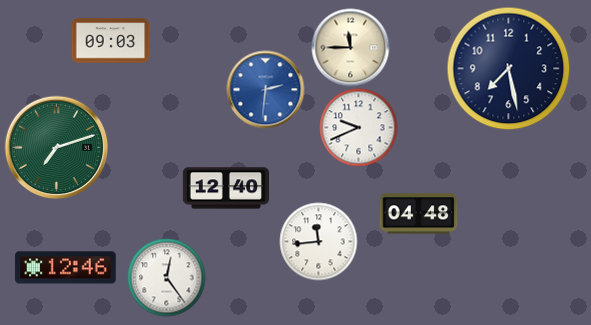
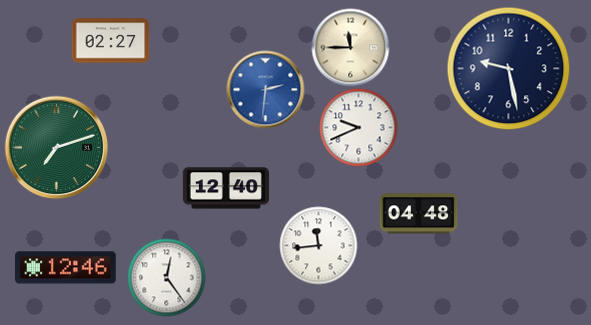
clock at (110, 41): 09:03 -> 02:27
clock at (508, 68): 7:28 -> 9:28
clock at (318, 241) position: (318, 241) -> (318, 245)
